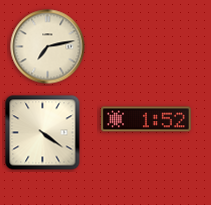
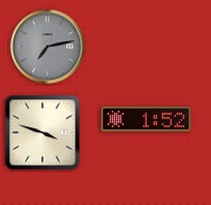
clock at (48, 47) dial: cream -> grey
clock at (43, 133): 4:21 -> 3:48
